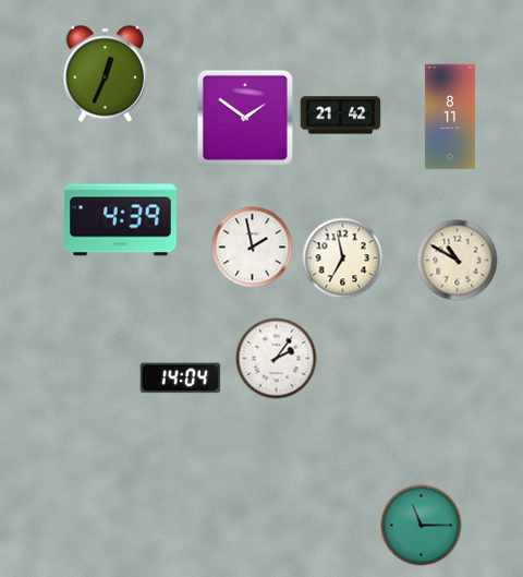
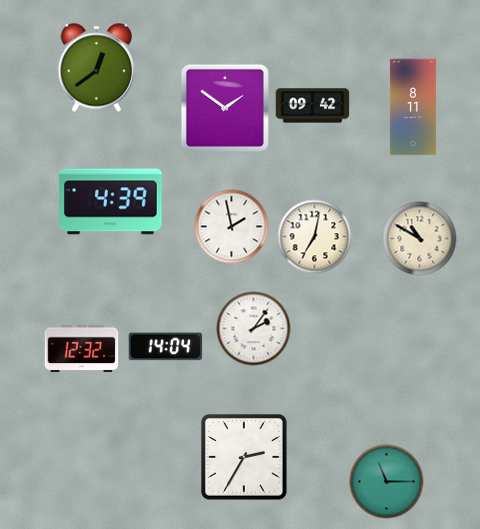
clock at (105, 74): 12:34 -> 12:39
clock at (341, 116): 21:42 -> 09:42
clock at (343, 259): 6:58 -> 7:02
clock at (82, 349): none -> 12:32
clock at (244, 457): none -> 2:35
